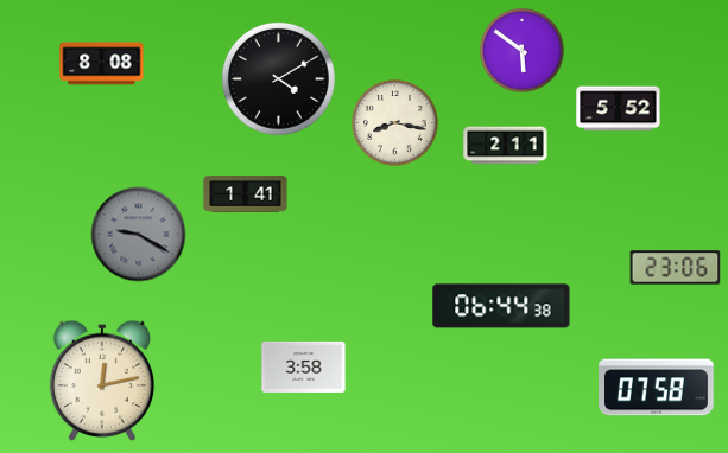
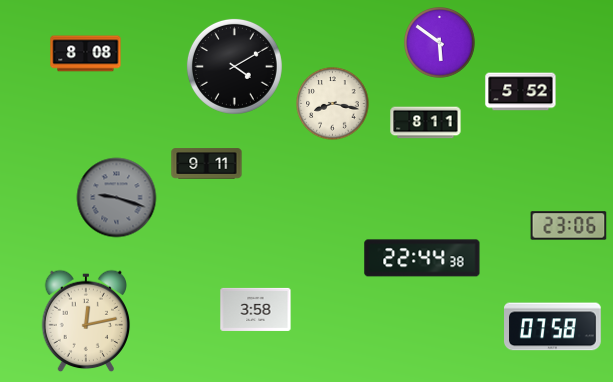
clock at (506, 146): 2:11 -> 8:11
clock at (246, 194): 1:41 -> 9:11
clock at (139, 235): 9:20 -> 9:18
clock at (501, 306): 06:44 -> 22:44
